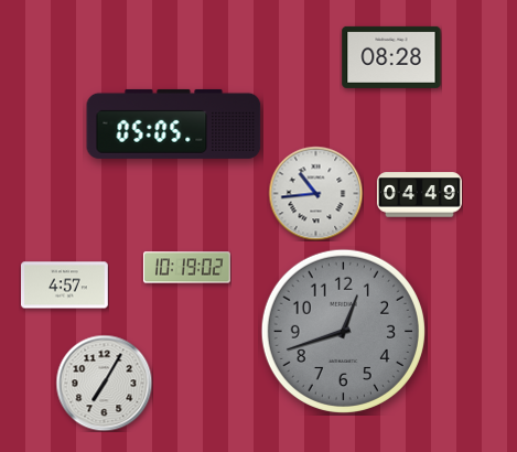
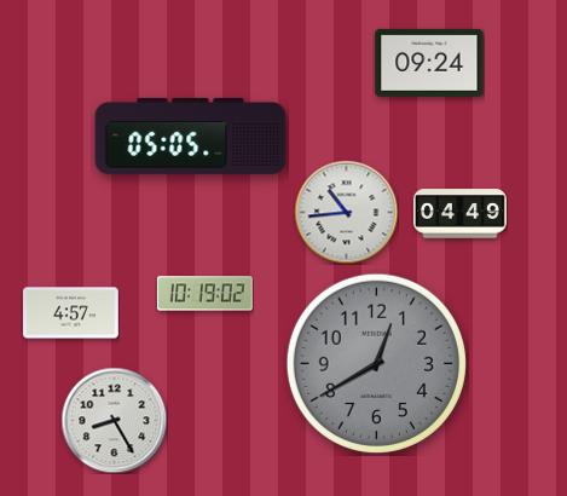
clock at (391, 57): 08:28 -> 09:24
clock at (343, 331): 12:42 -> 12:40
clock at (104, 383): 7:05 -> 8:25
